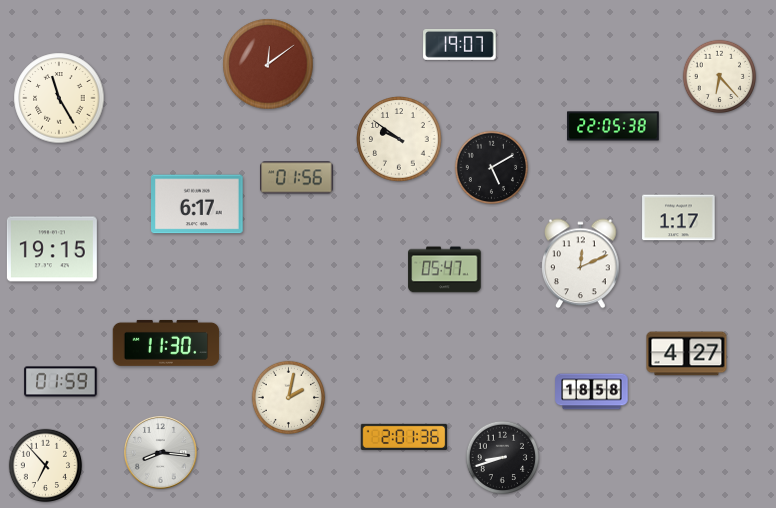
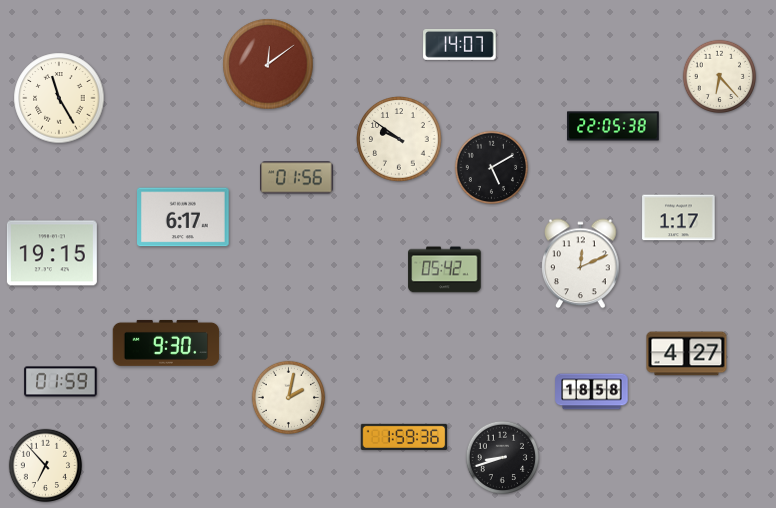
clock at (460, 45): 19:07 -> 14:07
clock at (198, 204) position: (198, 204) -> (184, 217)
clock at (52, 249) position: (52, 249) -> (52, 253)
clock at (445, 270): 05:47 -> 05:42
clock at (166, 343): 11:30 -> 9:30
clock at (404, 437): 2:01 -> 1:59
clock at (161, 453): 8:16 -> none
